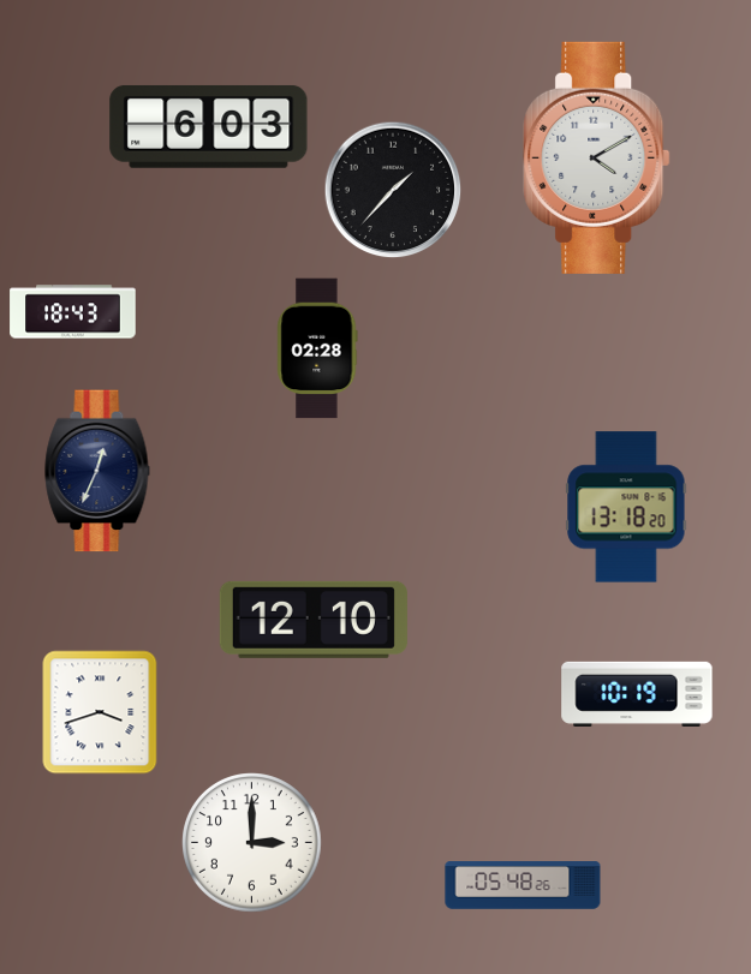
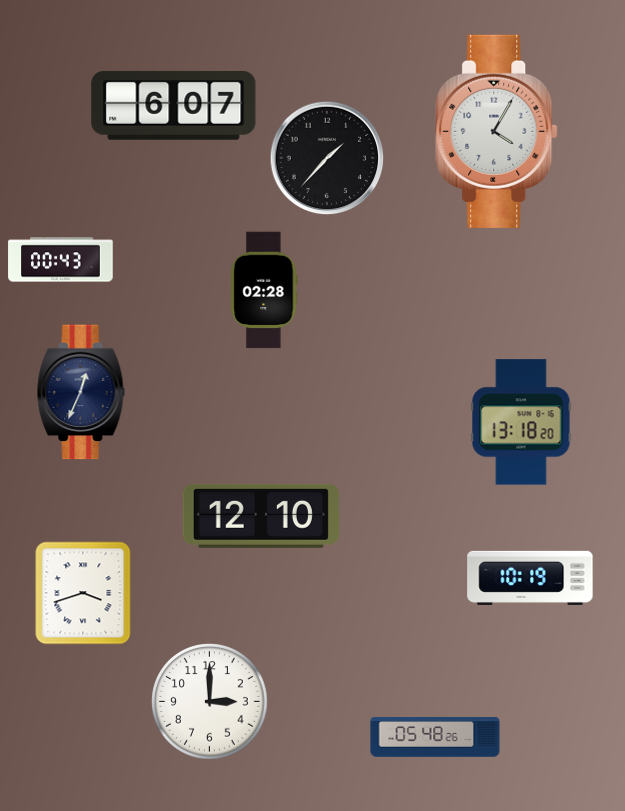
clock at (209, 126): 6:03 -> 6:07
clock at (597, 157): 4:10 -> 4:05
clock at (73, 312): 18:43 -> 00:43
